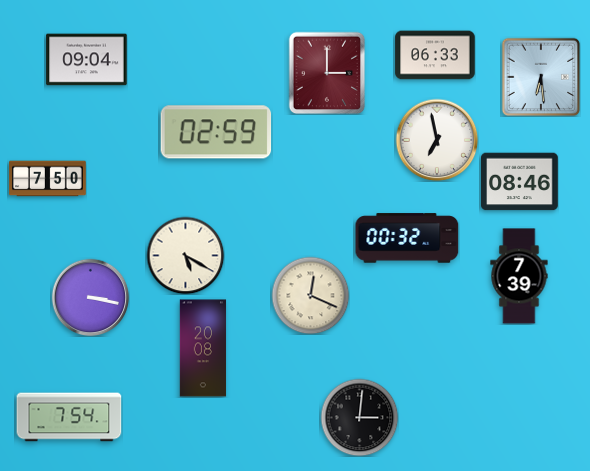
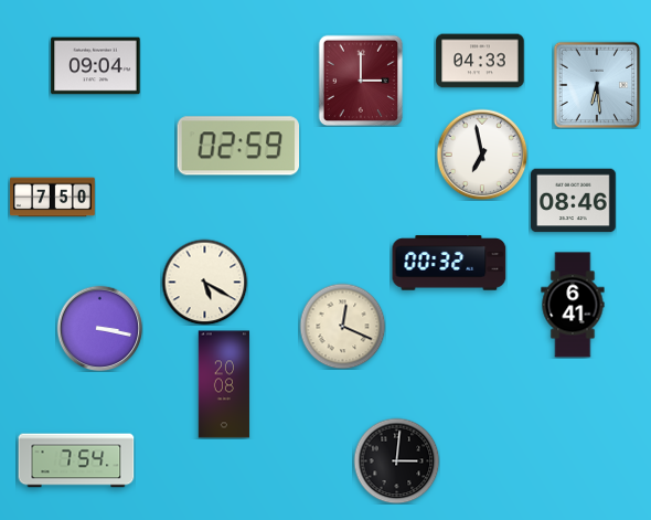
clock at (435, 55): 06:33 -> 04:33
clock at (519, 276): 7:39 -> 6:41
